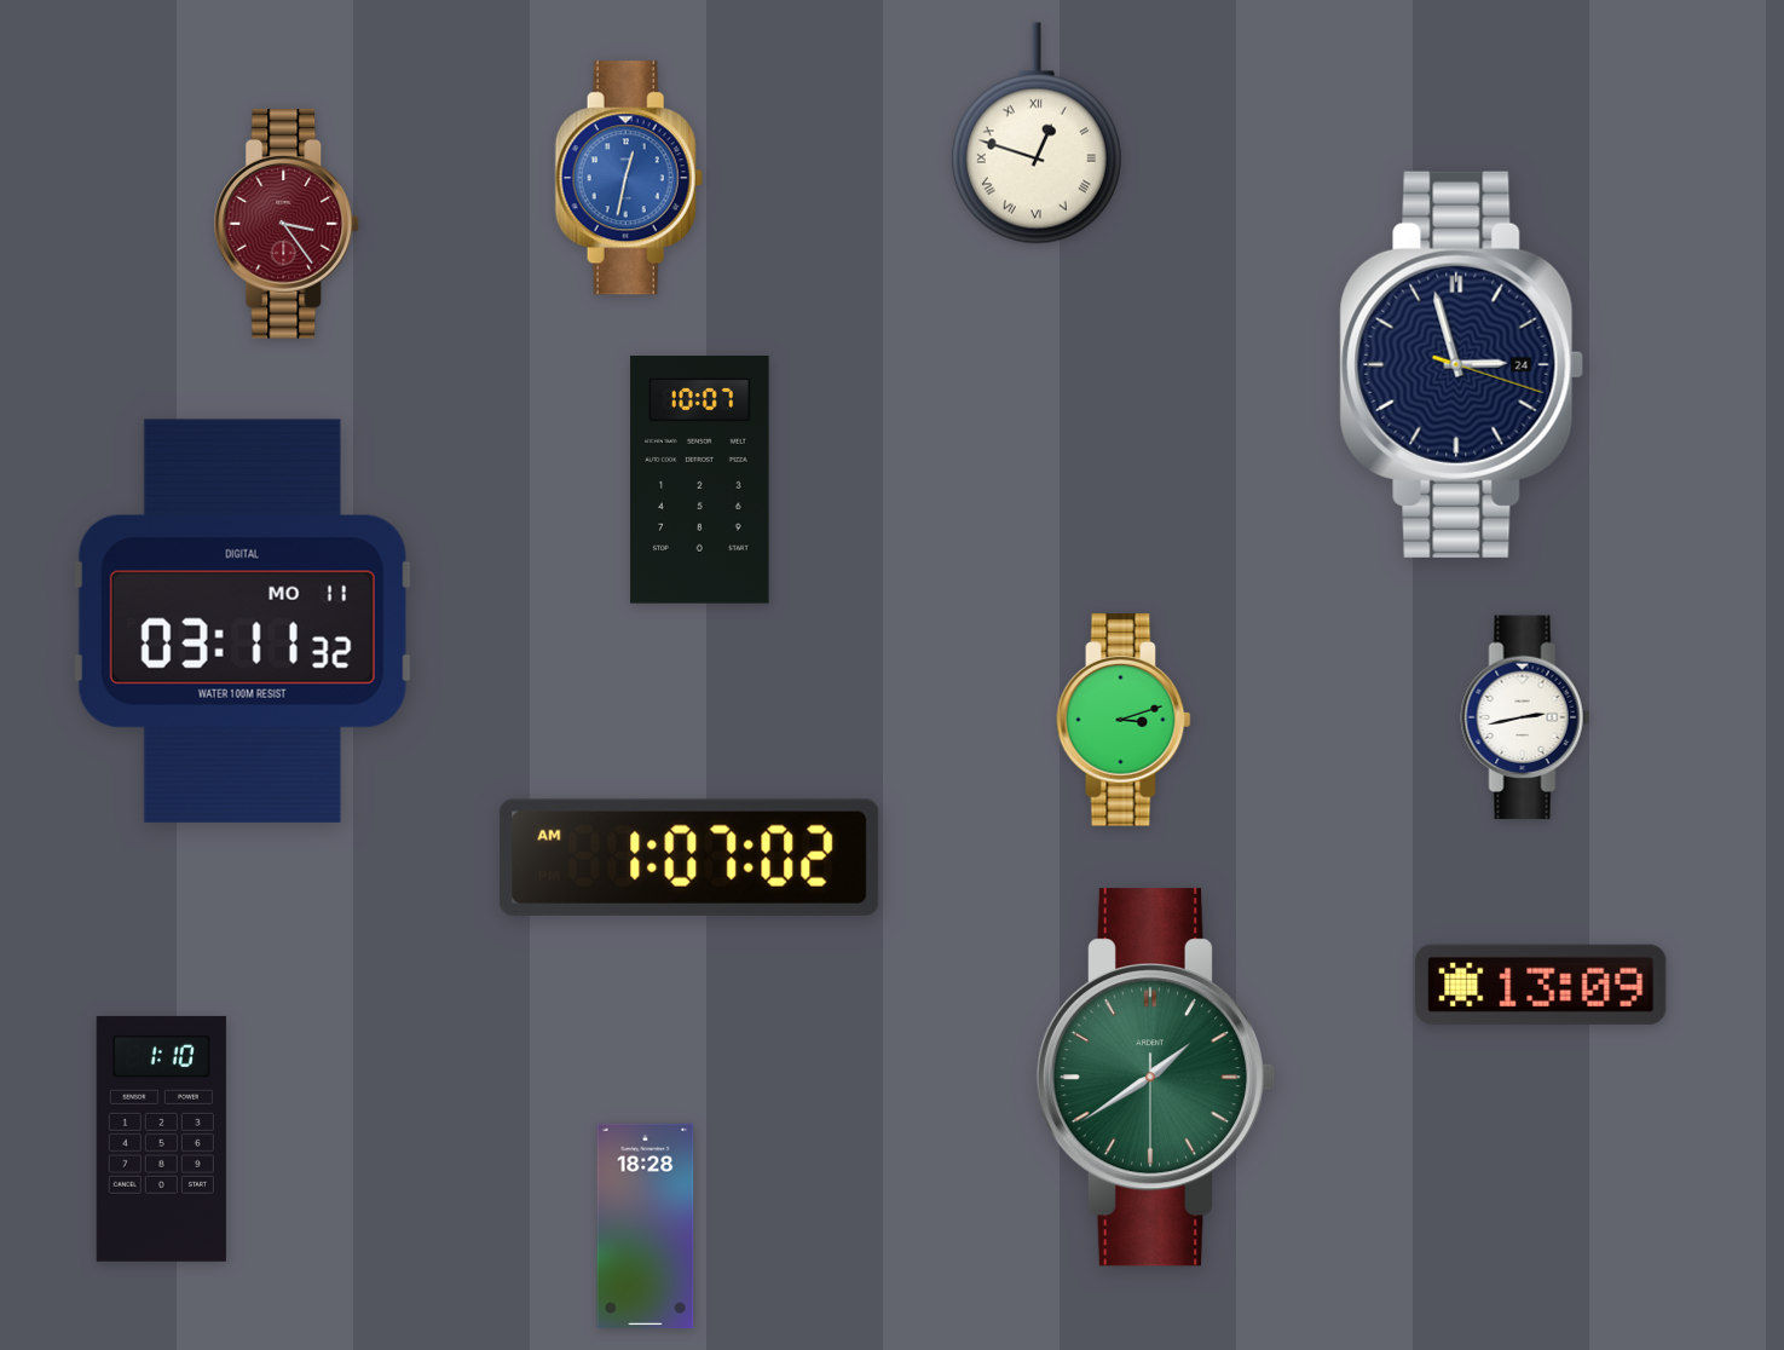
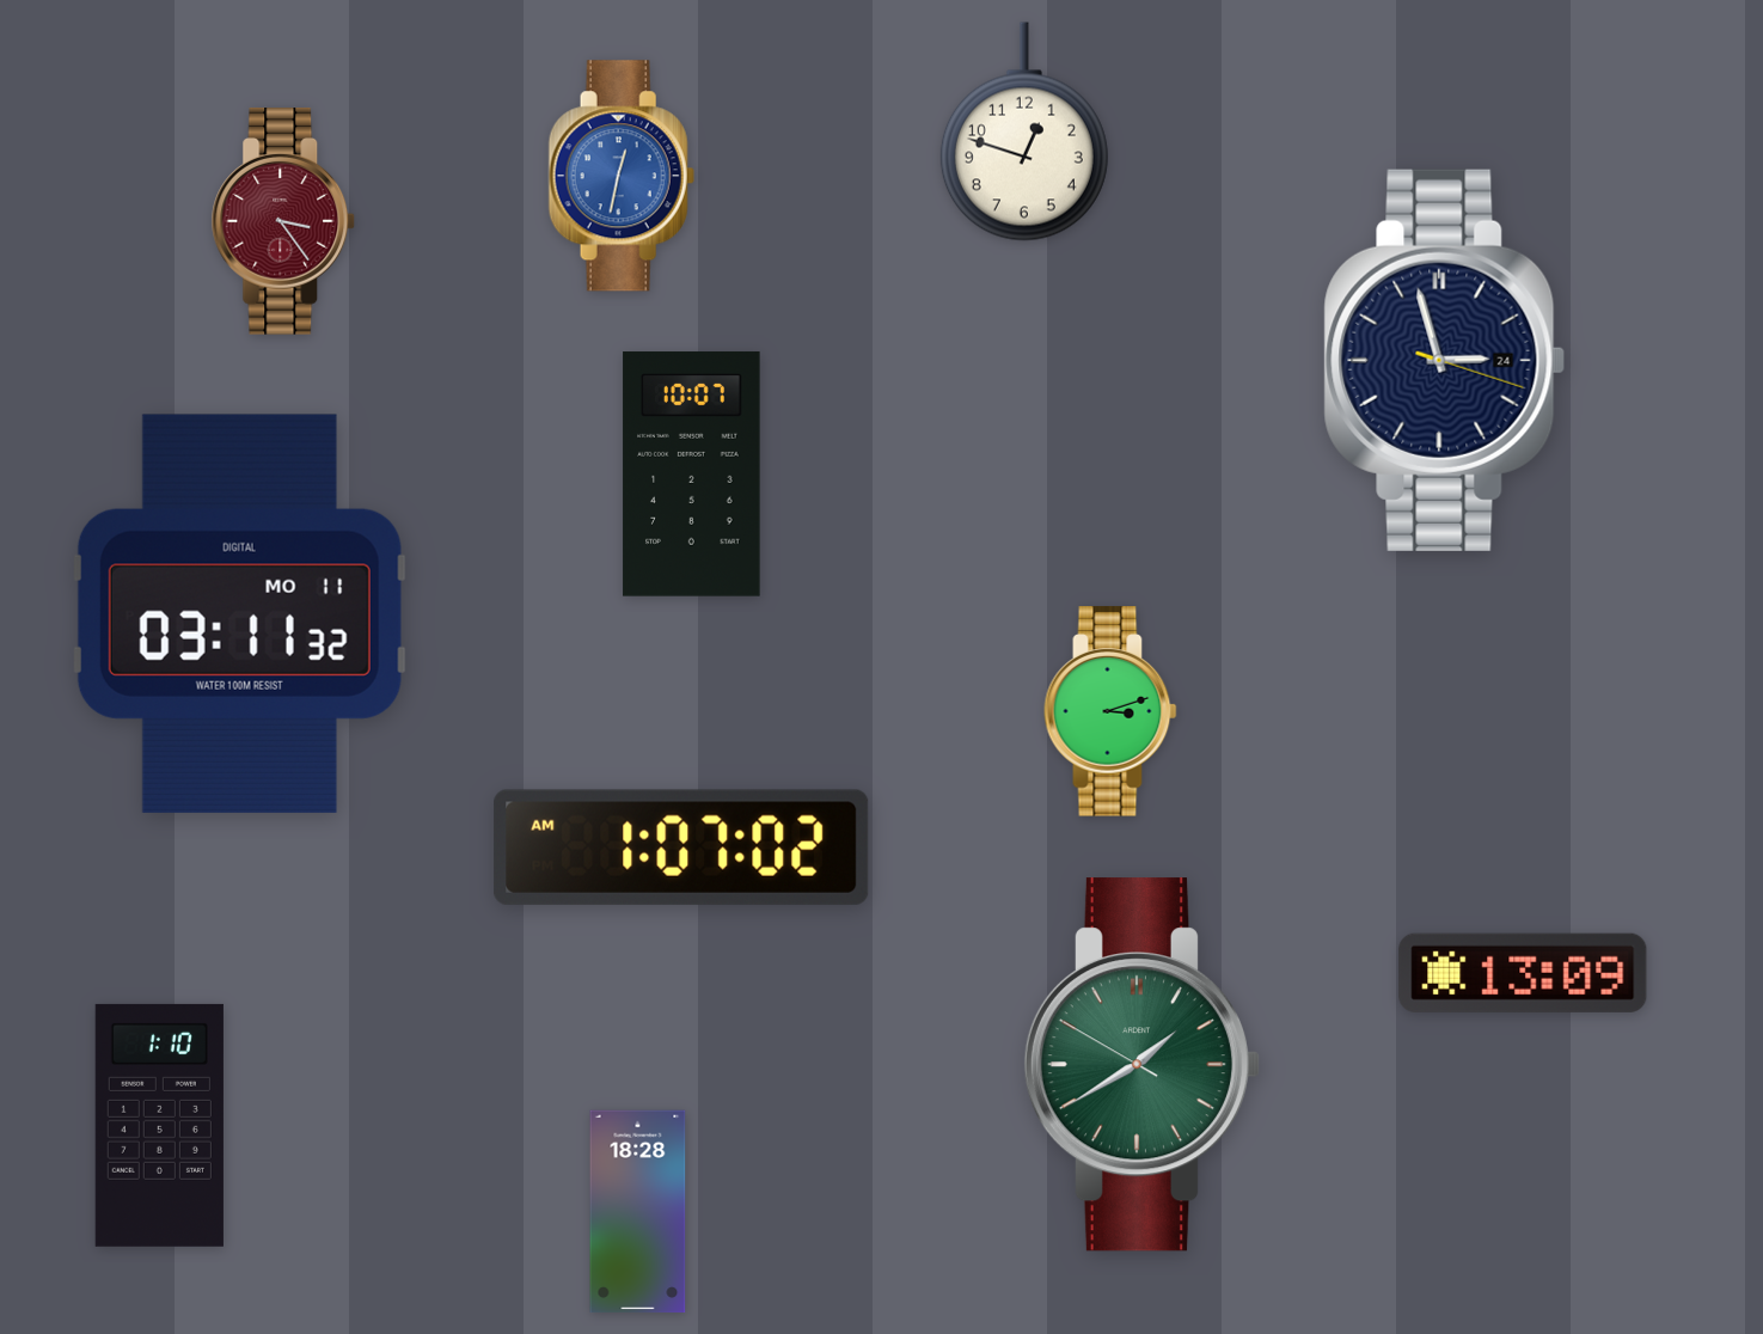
clock at (1037, 133) numerals: Roman -> Arabic
clock at (1525, 717): 2:43 -> none
clock at (1155, 1078): 1:39:30 -> 1:39:50
